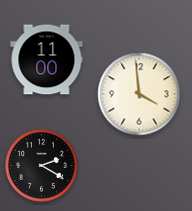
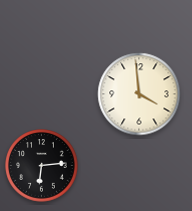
clock at (47, 60): 11:00 -> none
clock at (42, 166): 2:20 -> 6:14
